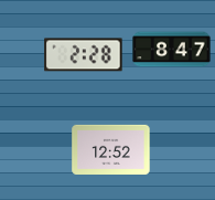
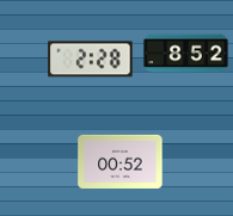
clock at (172, 50): 8:47 -> 8:52
clock at (111, 149): 12:52 -> 00:52
